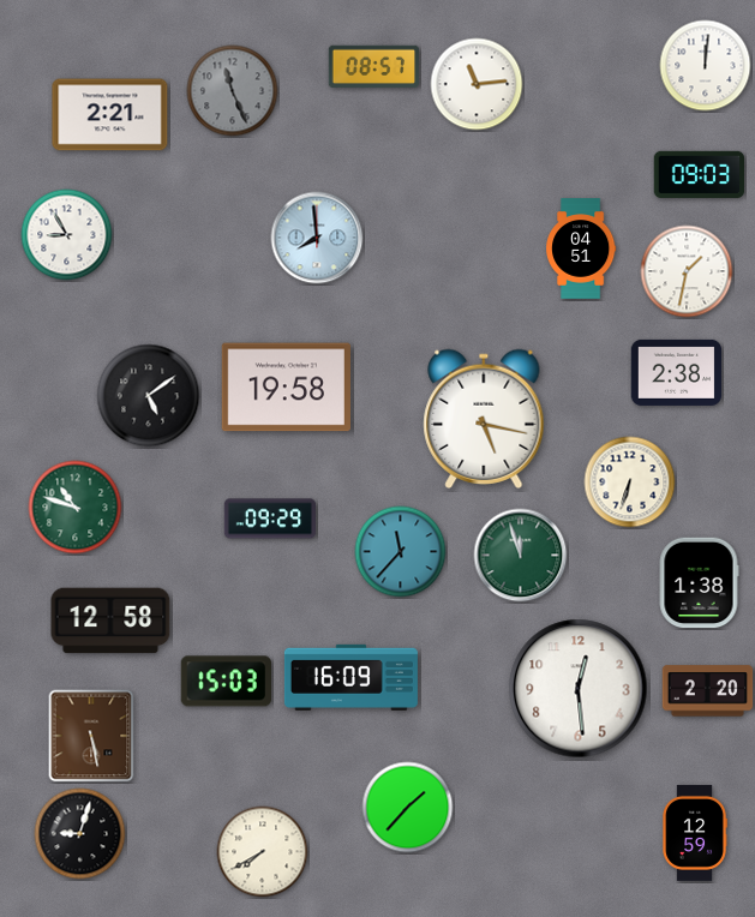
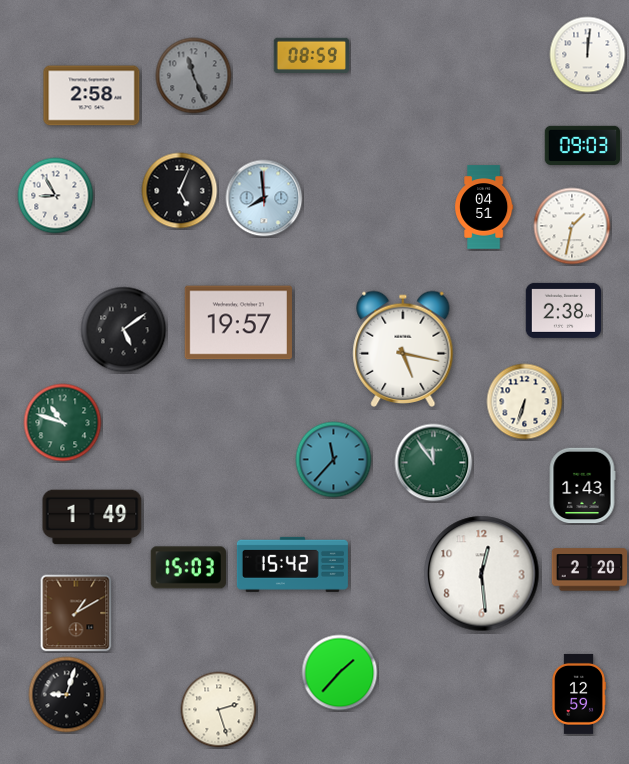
clock at (374, 66): 08:57 -> 08:59
clock at (477, 84): 11:14 -> none
clock at (110, 115): 2:21 -> 2:58
clock at (180, 191): none -> 5:04
clock at (286, 388): 19:58 -> 19:57
clock at (269, 519): 09:29 -> none
clock at (521, 556): 11:57 -> 11:54
clock at (699, 583): 1:38 -> 1:43
clock at (110, 621): 12:58 -> 1:49
clock at (350, 677): 16:09 -> 15:42
clock at (708, 691) position: (708, 691) -> (590, 570)
clock at (91, 736): 5:28 -> 1:10
clock at (263, 852): 7:40 -> 2:27
